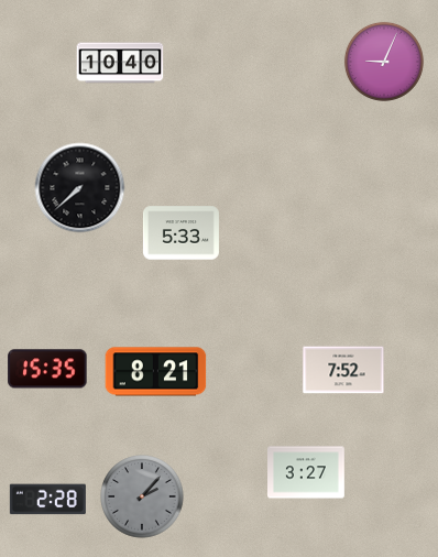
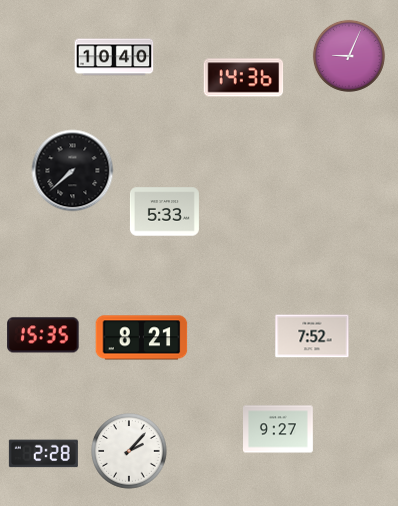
clock at (120, 63) position: (120, 63) -> (114, 57)
clock at (244, 78): none -> 14:36
clock at (307, 472): 3:27 -> 9:27
clock at (142, 496) dial: grey -> white
